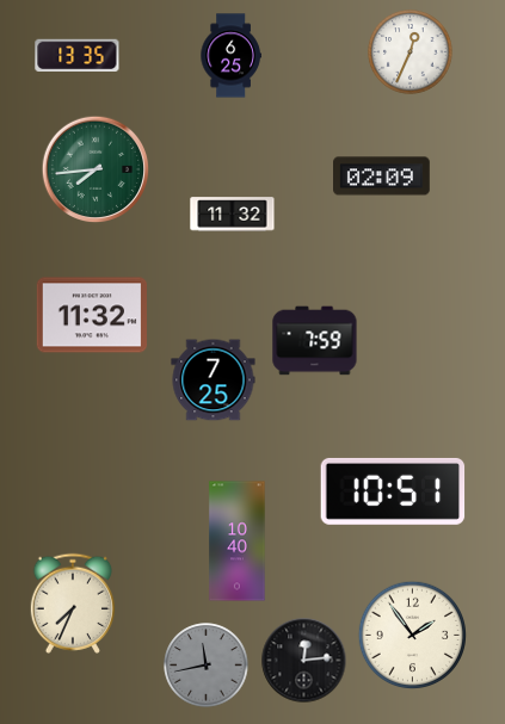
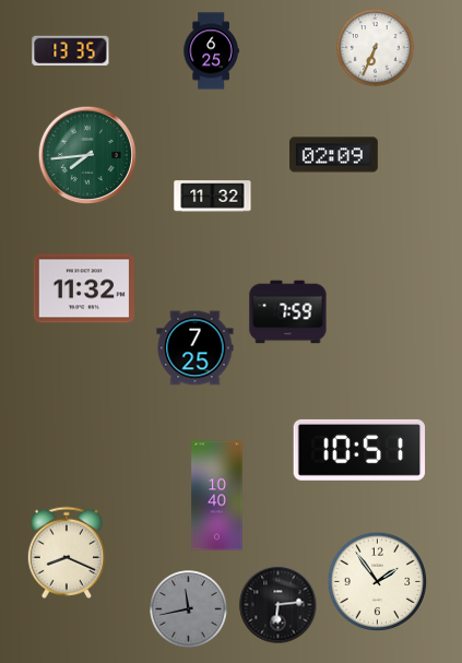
clock at (411, 52): 12:34 -> 6:34
clock at (382, 177) position: (382, 177) -> (334, 155)
clock at (72, 604): 7:34 -> 8:19
clock at (304, 661): 12:14 -> 6:14
